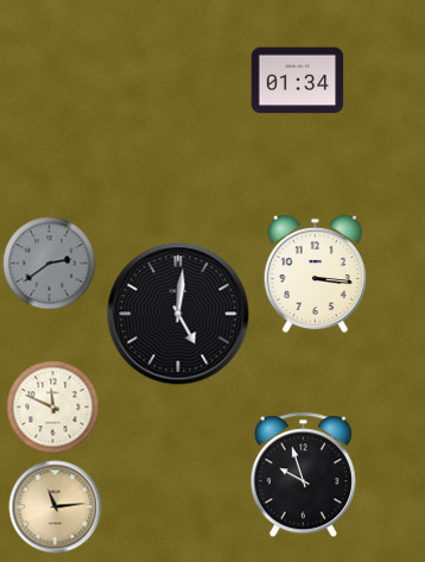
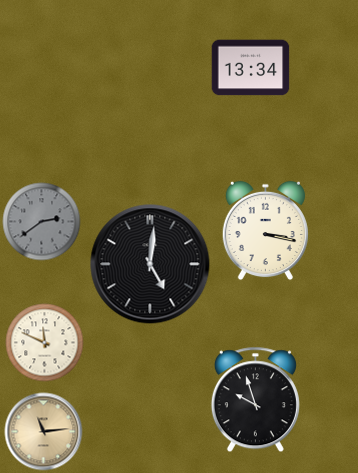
clock at (297, 81): 01:34 -> 13:34
clock at (315, 273): 3:16 -> 3:17
clock at (55, 506) position: (55, 506) -> (43, 431)
